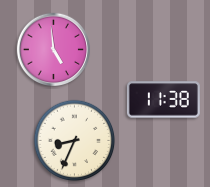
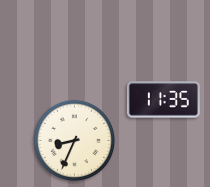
clock at (53, 49): 4:59 -> none
clock at (163, 100): 11:38 -> 11:35
